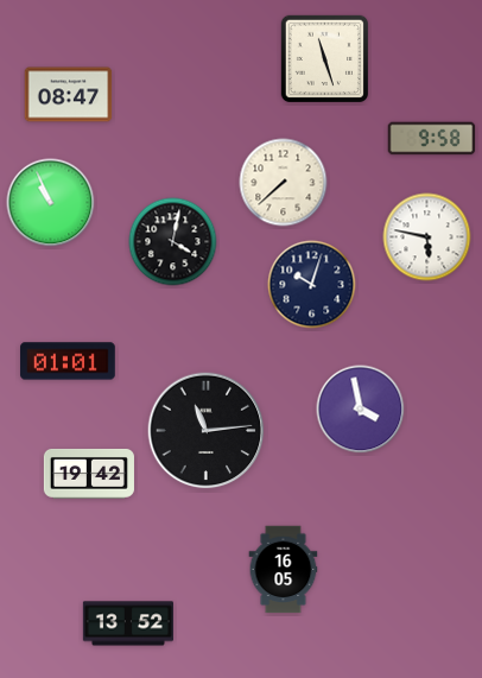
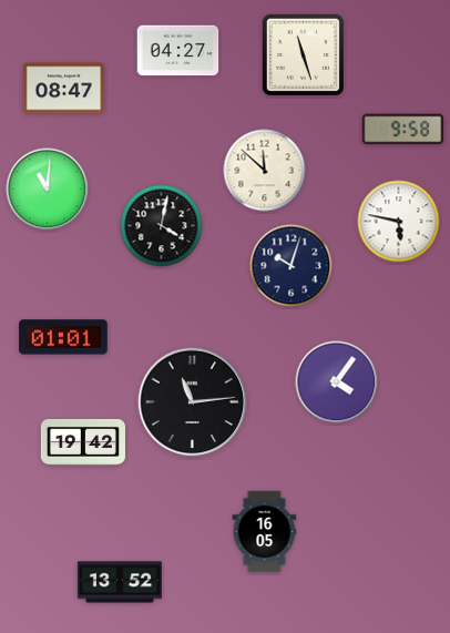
clock at (178, 51): none -> 04:27
clock at (284, 183): 7:38 -> 11:52
clock at (51, 203): 10:56 -> 11:01
clock at (361, 410): 3:58 -> 4:06
